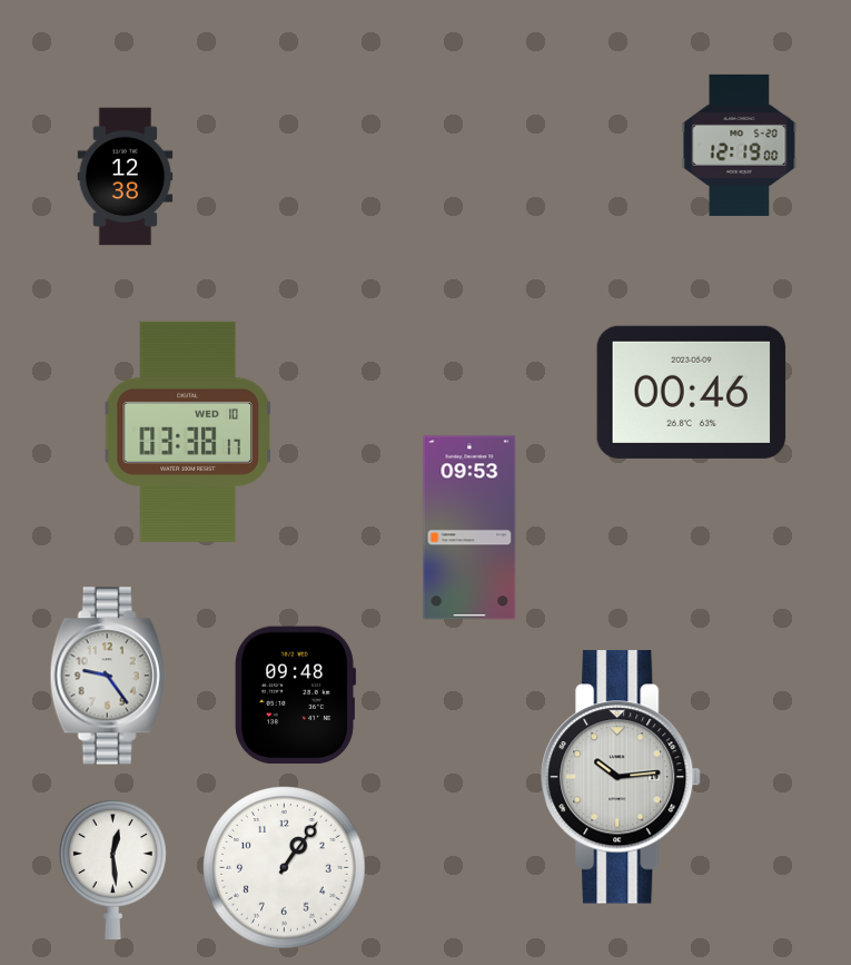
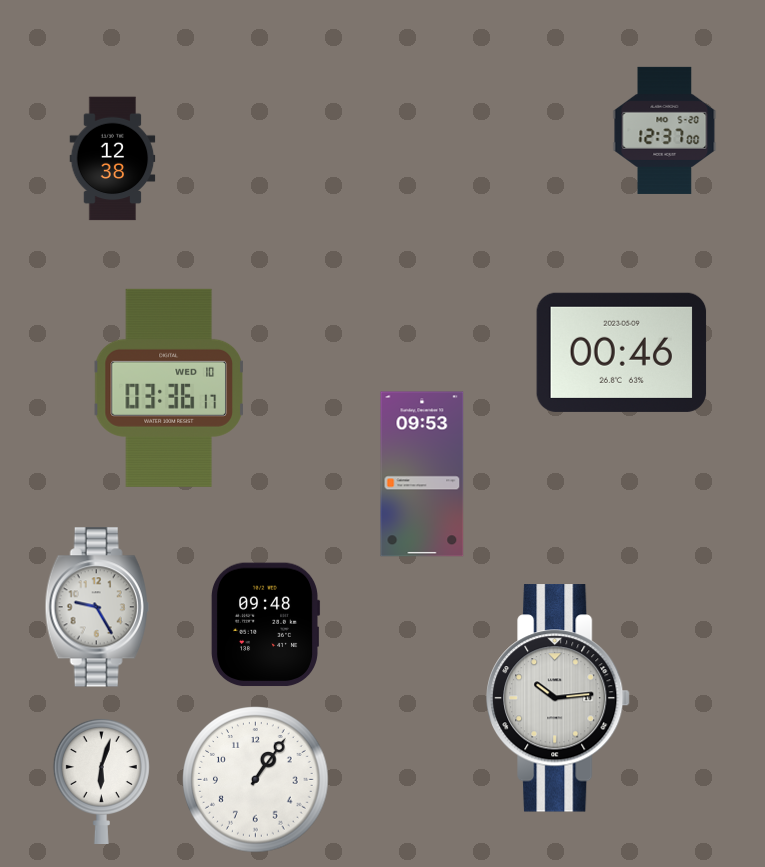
clock at (740, 145): 12:19 -> 12:37
clock at (188, 432): 03:38 -> 03:36
clock at (108, 676): 9:24 -> 9:25
clock at (112, 868): 12:29 -> 6:03
